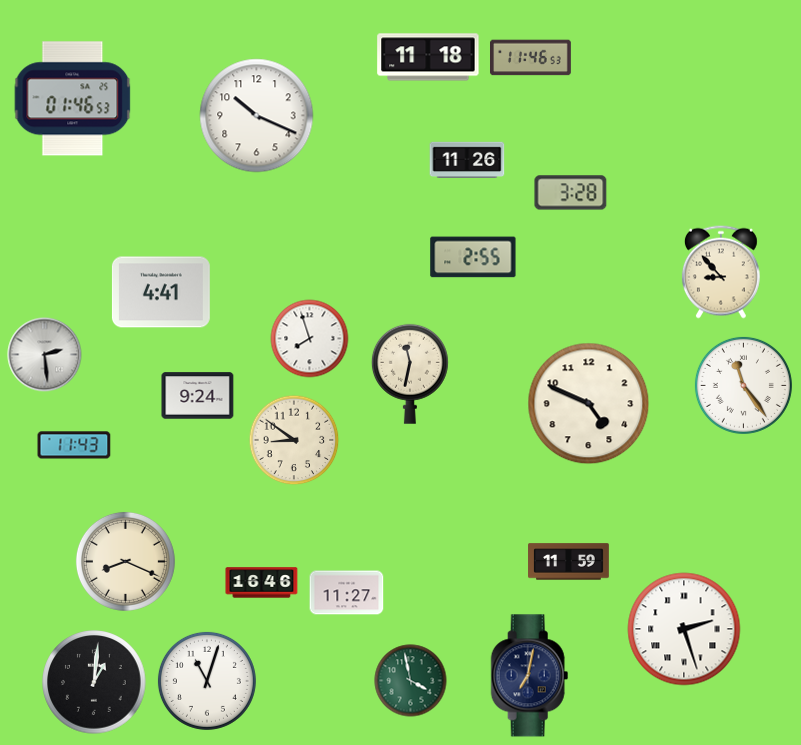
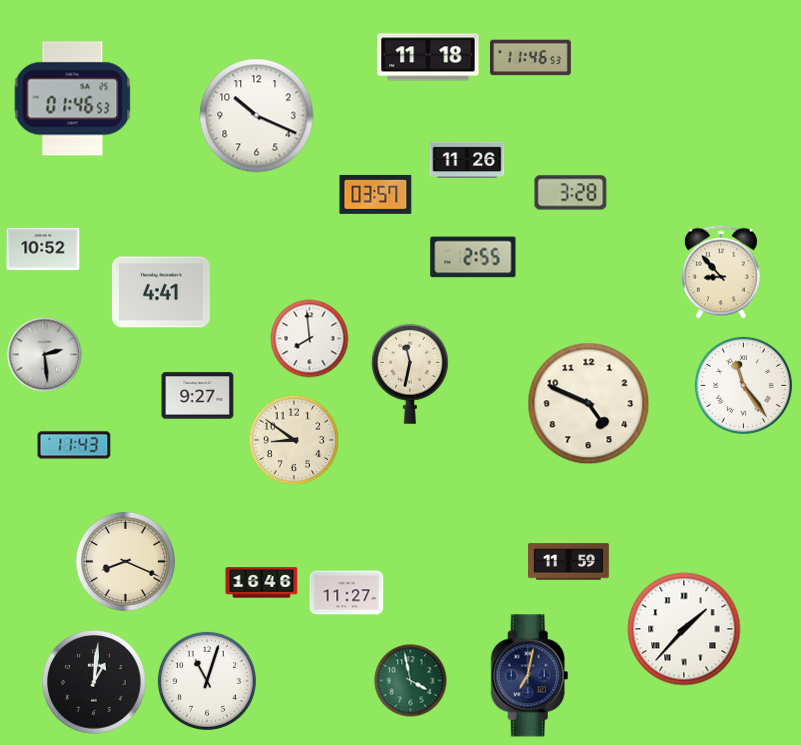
clock at (376, 194): none -> 03:57
clock at (43, 249): none -> 10:52
clock at (310, 339): 7:57 -> 7:59
clock at (198, 396): 9:24 -> 9:27
clock at (684, 629): 2:27 -> 1:37
